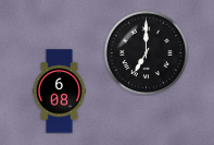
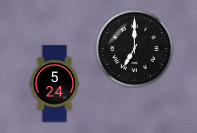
clock at (59, 92): 6:08 -> 5:24
